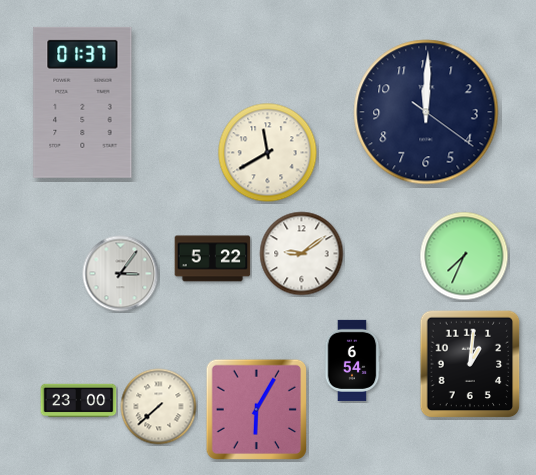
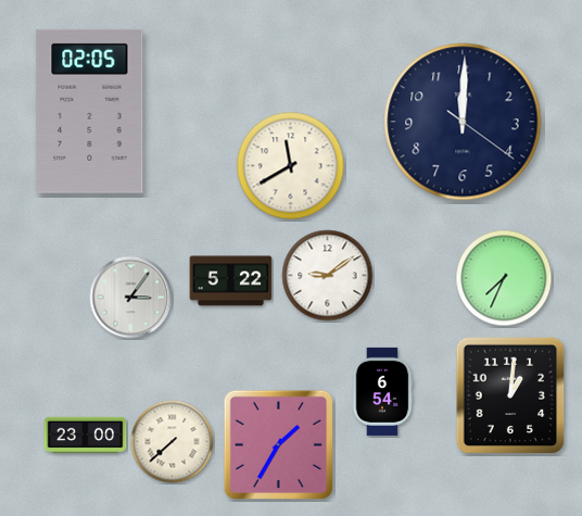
clock at (83, 102): 01:37 -> 02:05
clock at (256, 409): 6:05 -> 1:35
